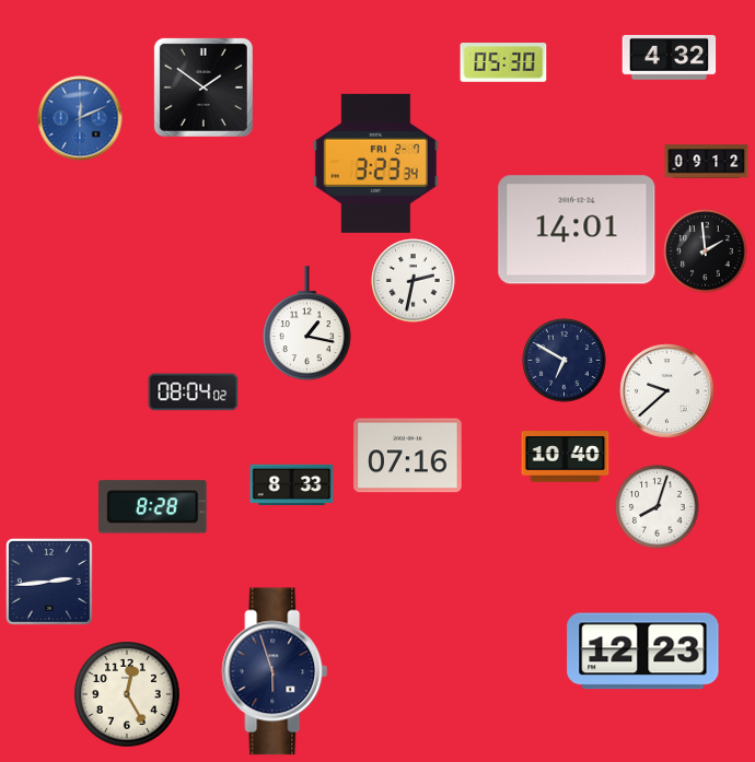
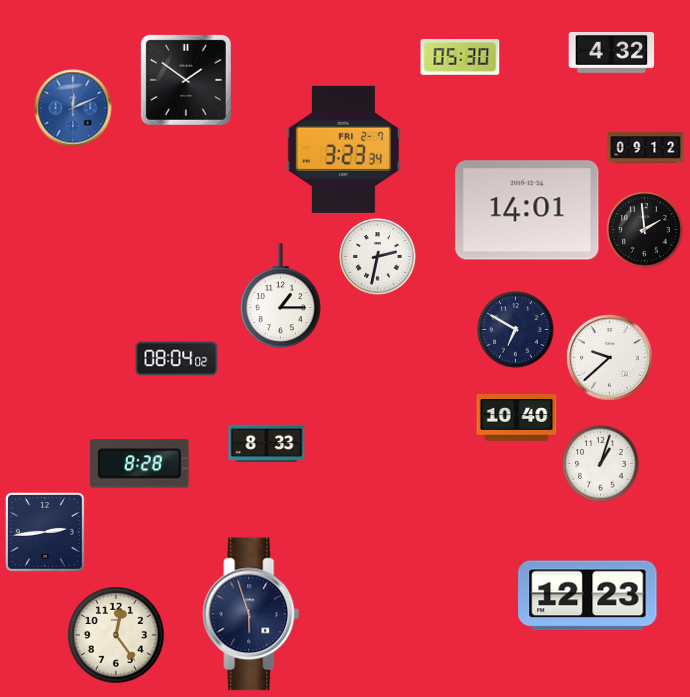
clock at (306, 324): 1:17 -> 1:15
clock at (408, 456): 07:16 -> none
clock at (658, 507): 8:03 -> 1:03
clock at (127, 694): 12:25 -> 12:24
